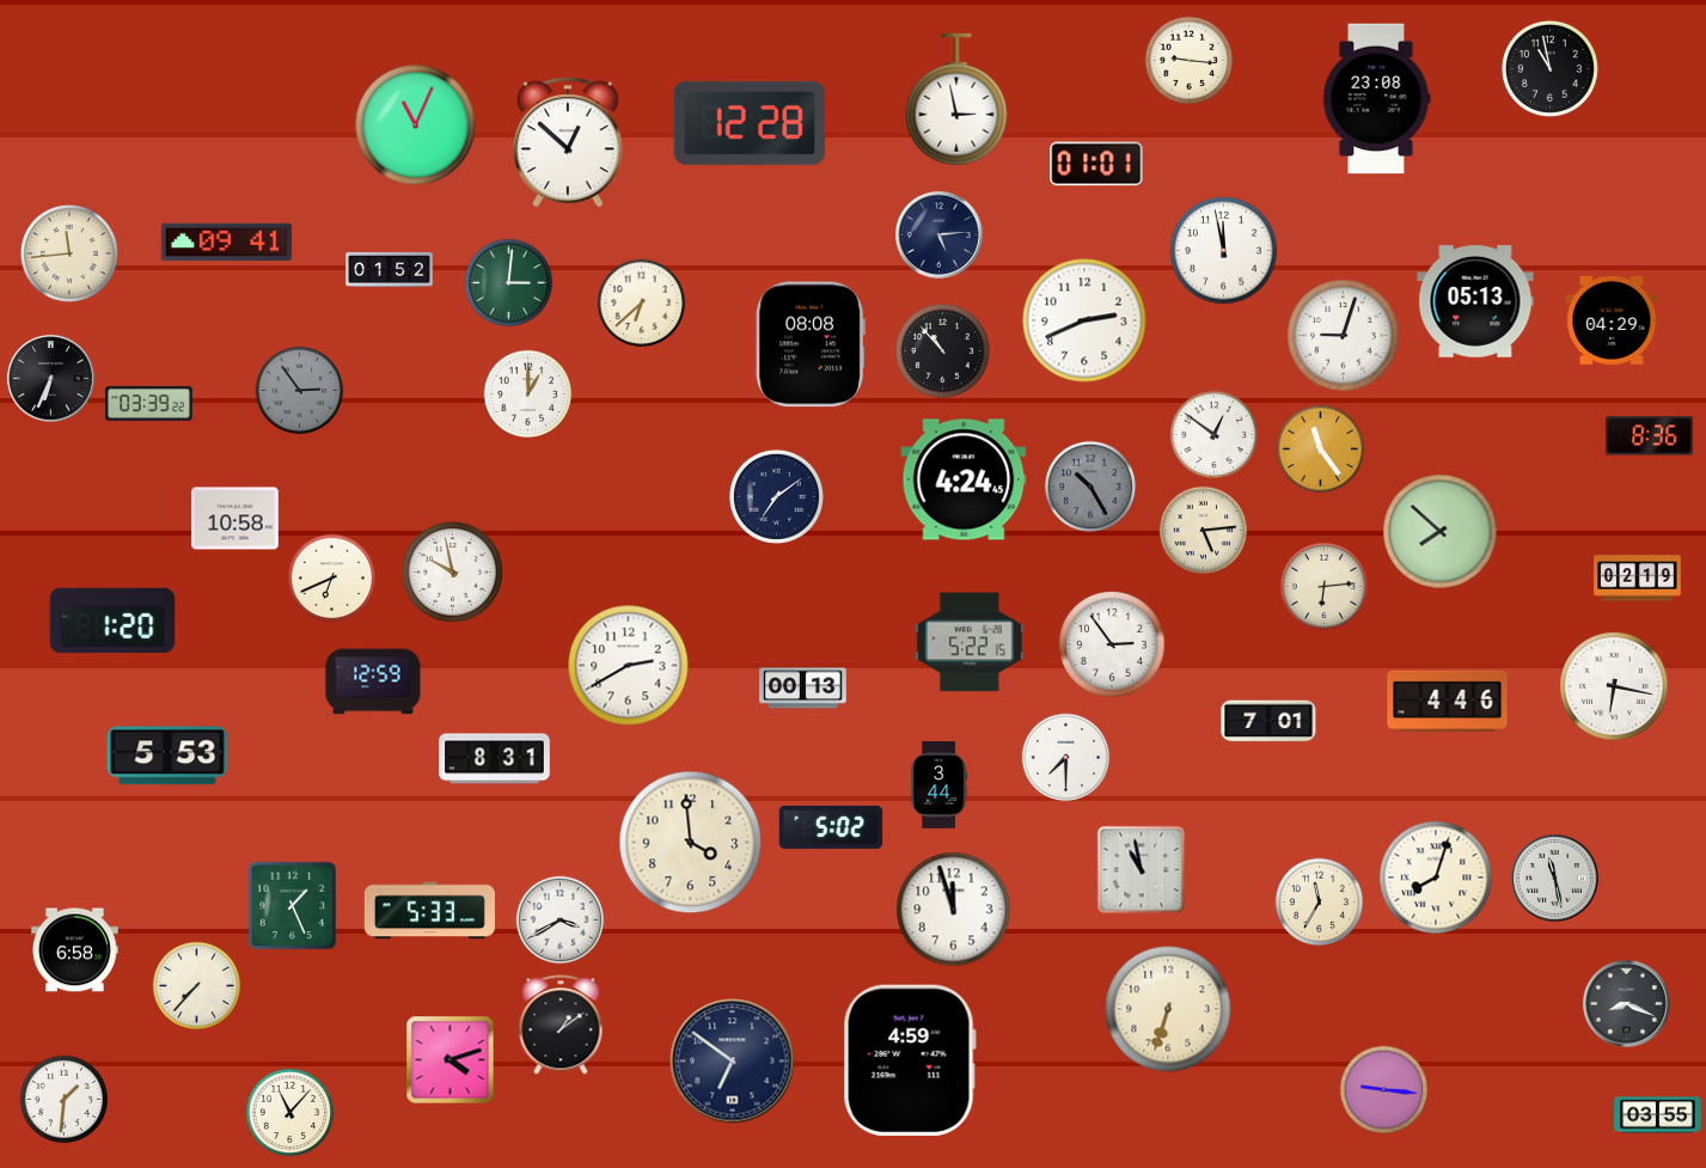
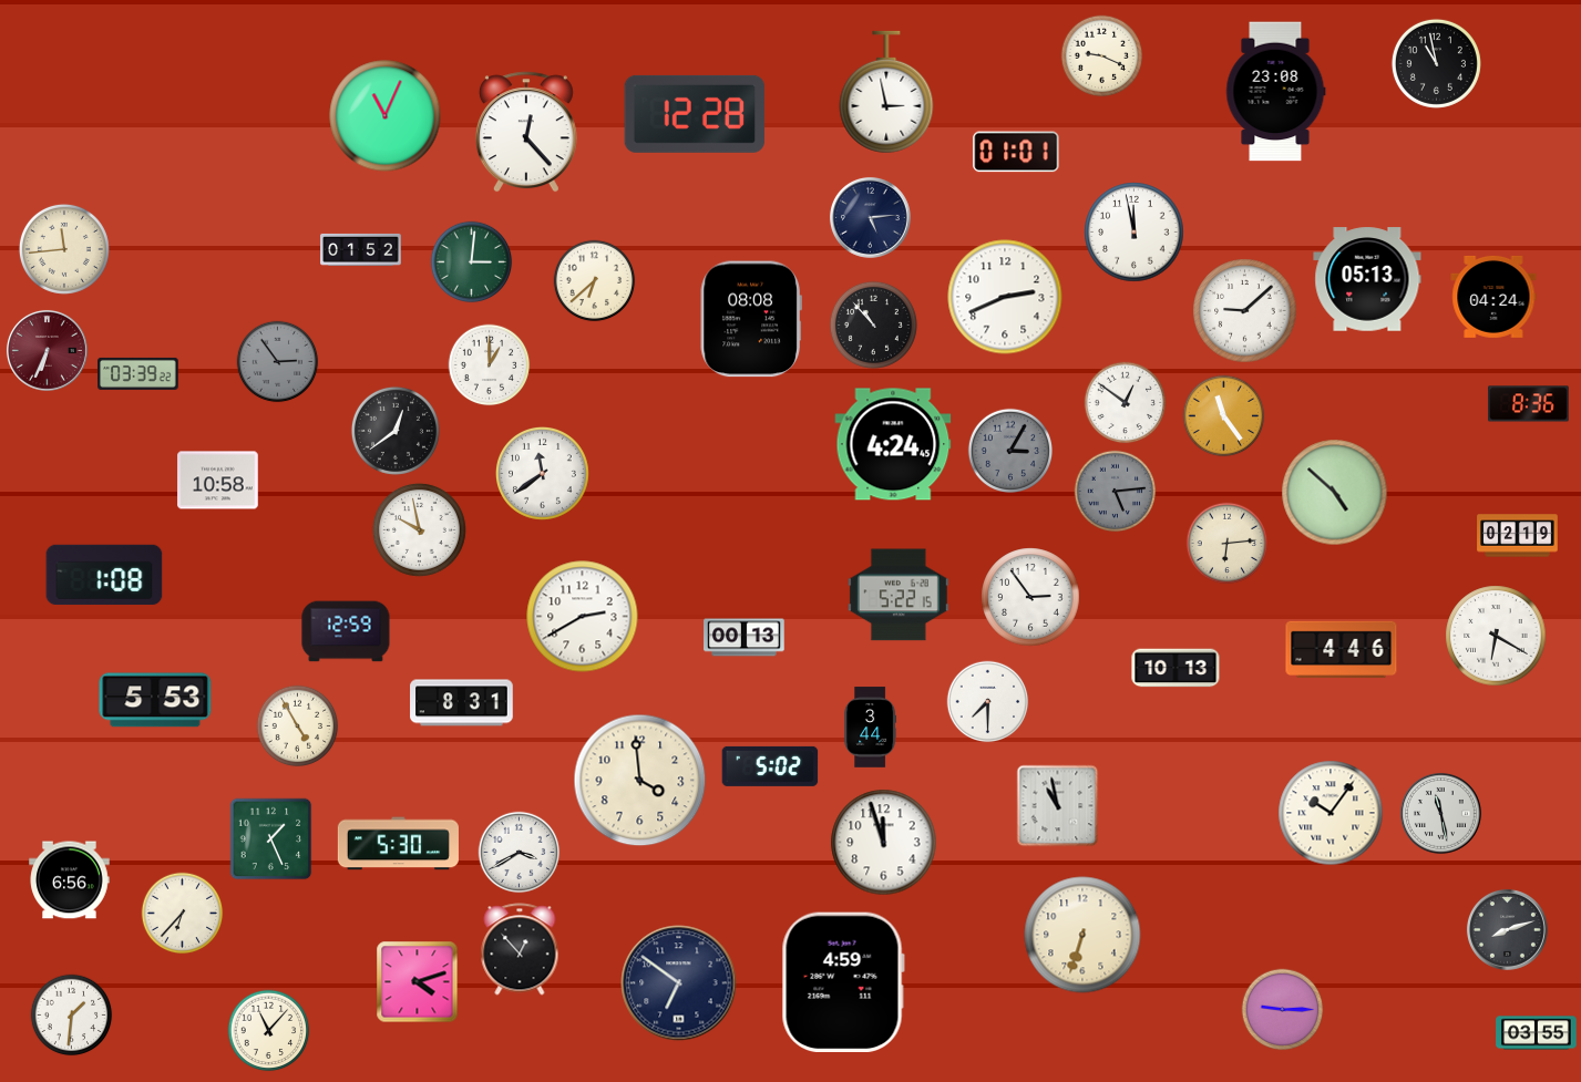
clock at (1190, 61): 9:16 -> 9:19
clock at (568, 142): 12:52 -> 12:23
clock at (226, 243): 09:41 -> none
clock at (69, 253) position: (69, 253) -> (64, 249)
clock at (1612, 320): 04:29 -> 04:24
clock at (1344, 336): 9:03 -> 9:08
clock at (50, 378) dial: black -> burgundy
clock at (396, 431): none -> 12:39
clock at (1089, 485): 10:25 -> 3:05
clock at (776, 496): 7:09 -> none
clock at (542, 473): none -> 11:39
clock at (1204, 531) dial: cream -> grey
clock at (1441, 532): 7:52 -> 4:52
clock at (332, 579): 6:41 -> none
clock at (112, 620): 1:20 -> 1:08
clock at (1614, 686): 6:17 -> 6:20
clock at (1268, 721): 7:01 -> 10:13
clock at (495, 759) position: (495, 759) -> (462, 703)
clock at (298, 727): none -> 4:55
clock at (1436, 877): 8:03 -> 10:06
clock at (1320, 903): 11:35 -> none
clock at (429, 911): 5:33 -> 5:30
clock at (75, 950): 6:58 -> 6:56
clock at (197, 986): 7:37 -> 6:37
clock at (1626, 1003): 8:19 -> 8:12
clock at (561, 1025): 1:09 -> 12:53
clock at (1384, 1090): 9:16 -> 9:15
clock at (65, 1100) position: (65, 1100) -> (72, 1016)
